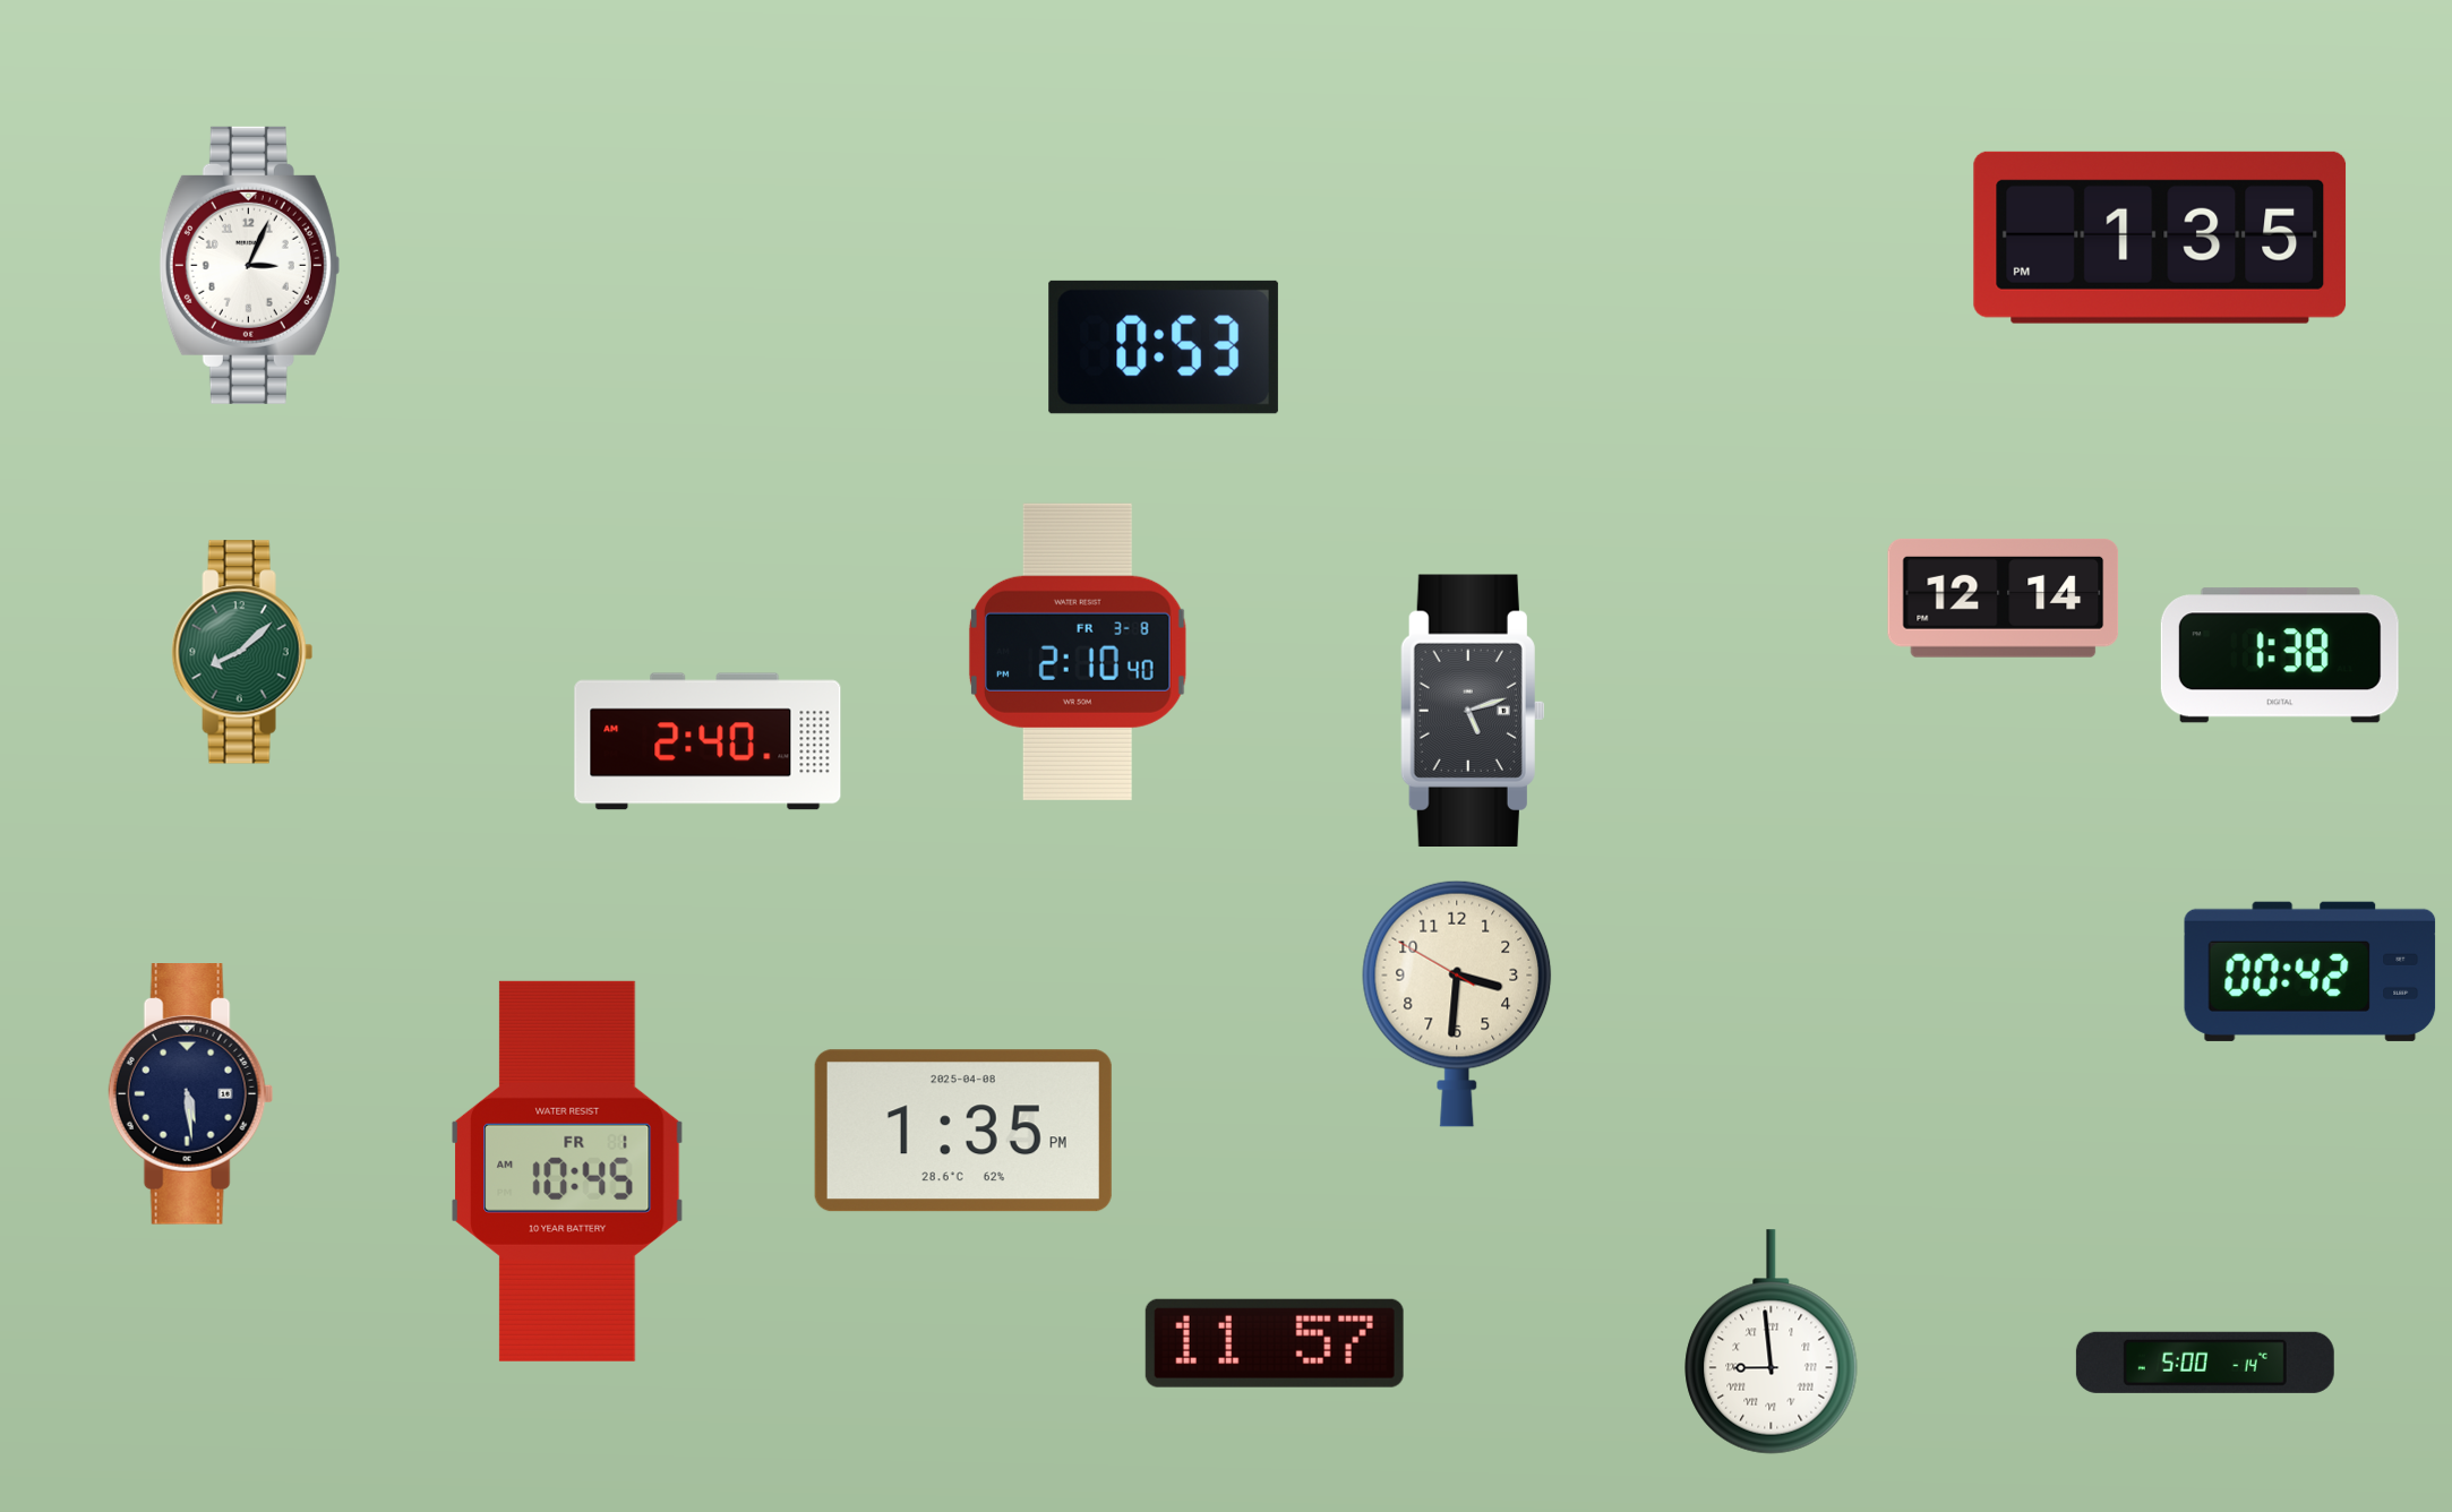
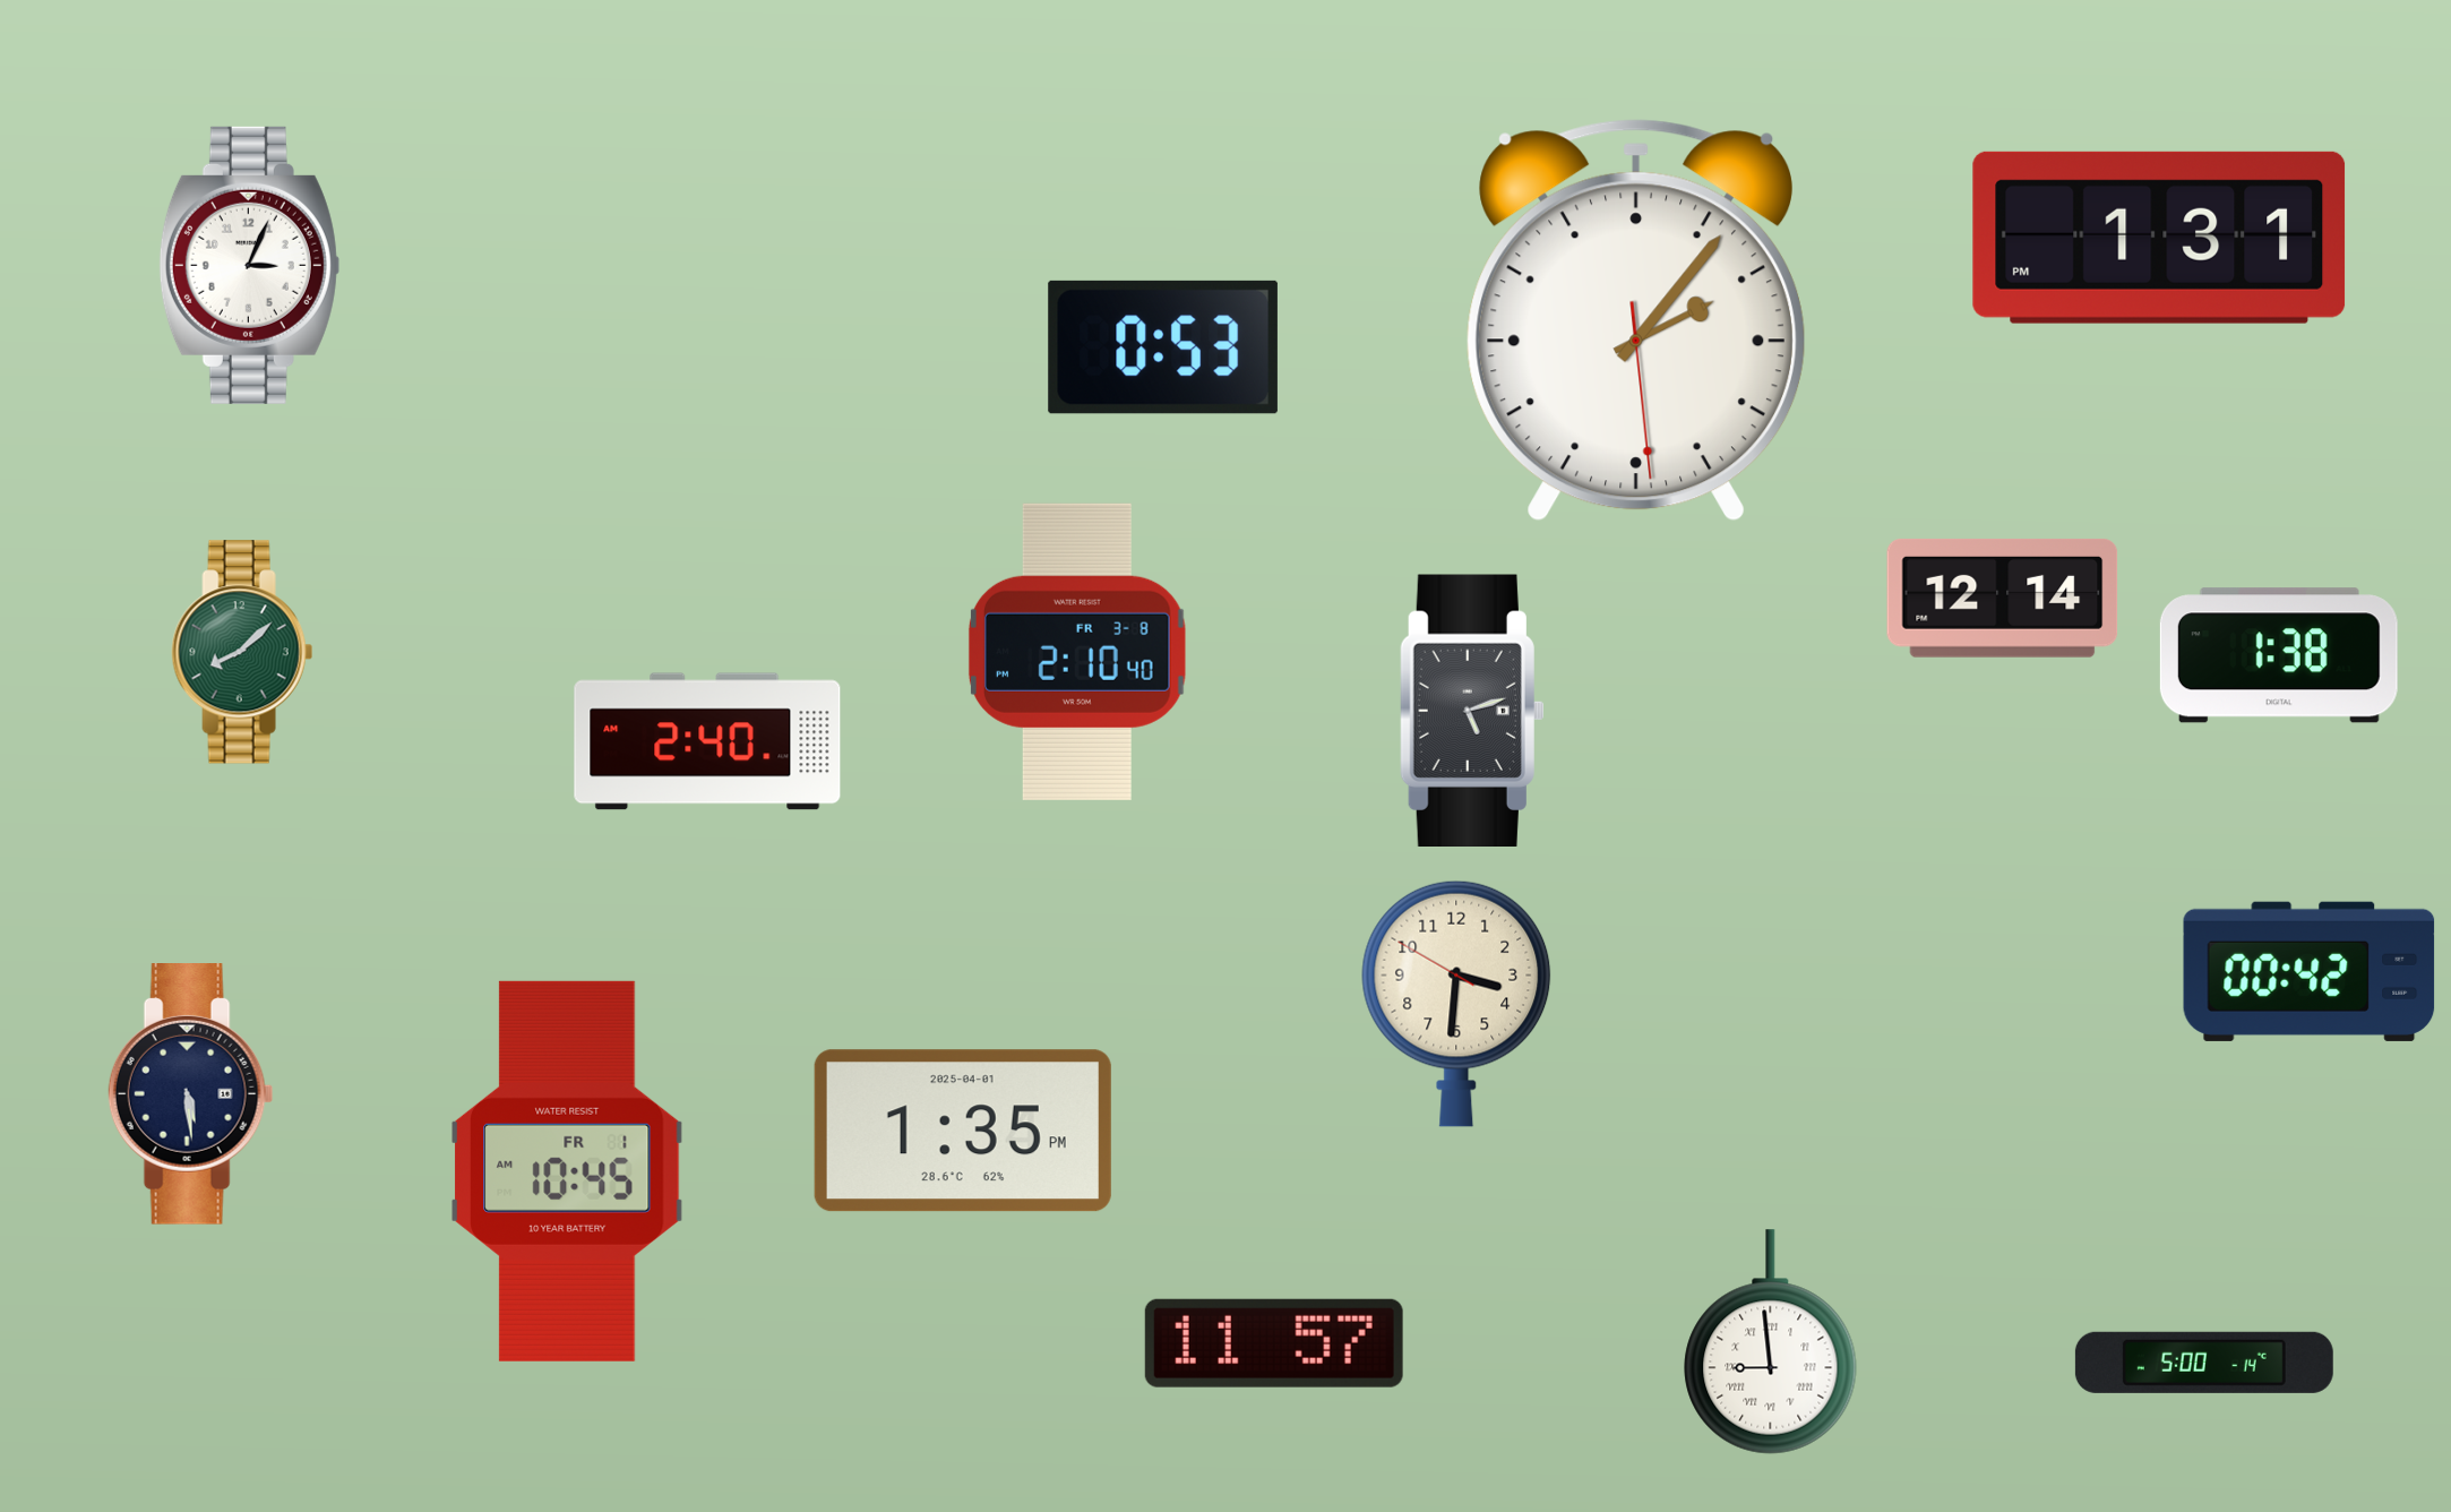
clock at (2160, 238): 1:35 -> 1:31
clock at (1635, 320): none -> 2:06
clock at (963, 1131) date: 2025-04-08 -> 2025-04-01
